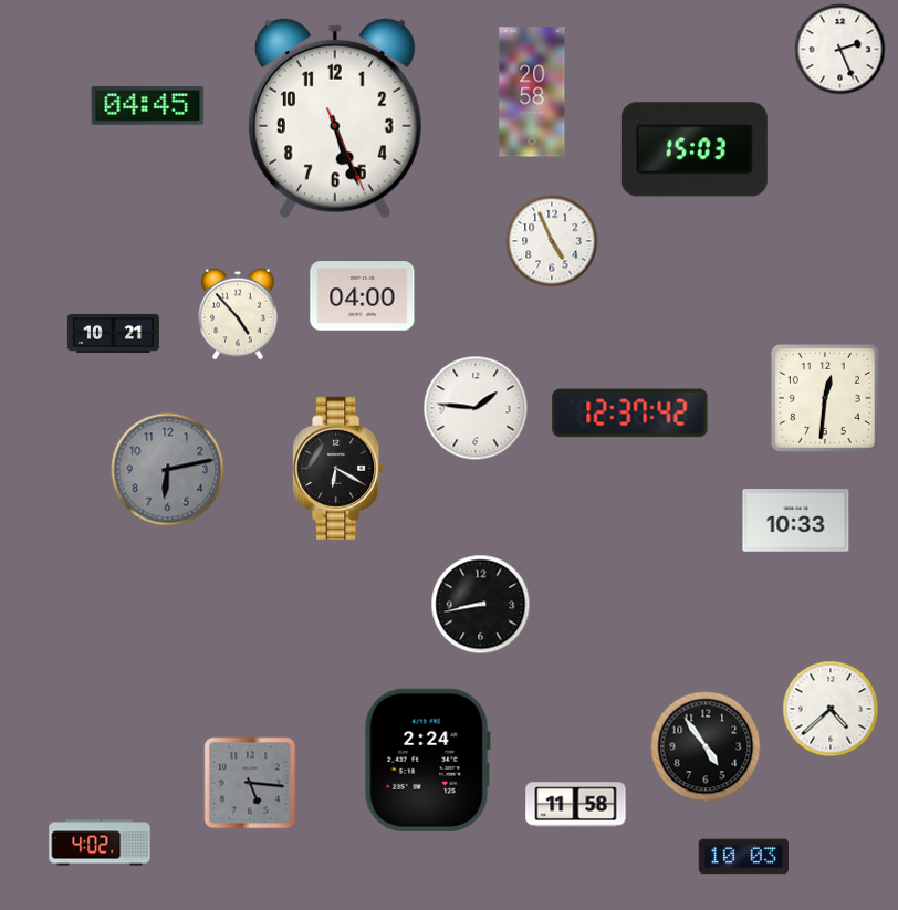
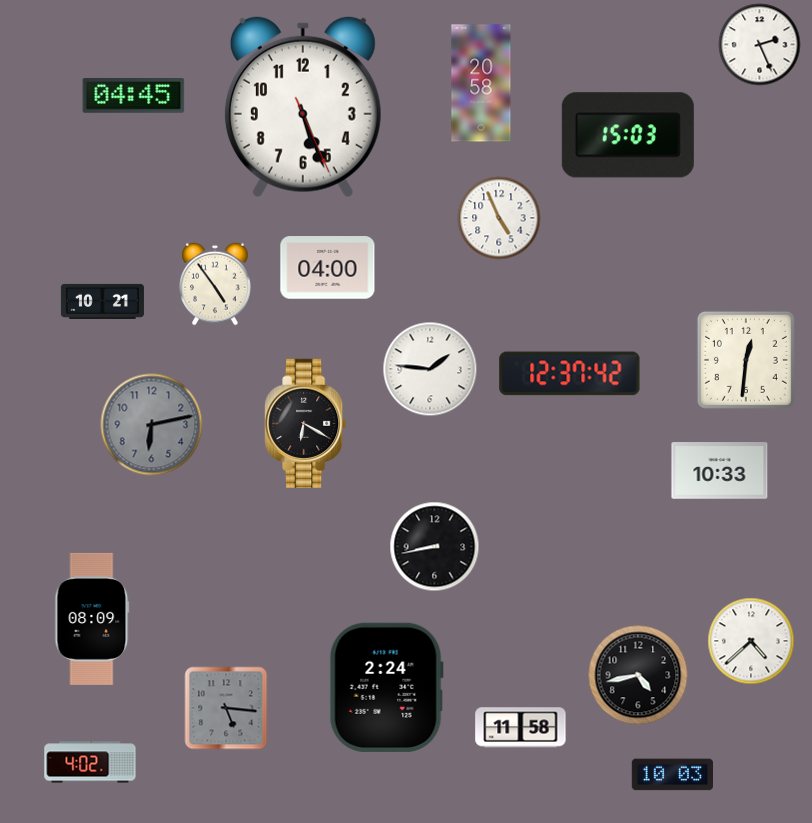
clock at (238, 314): 4:53 -> 4:54
clock at (92, 619): none -> 08:09
clock at (706, 746): 4:54 -> 4:43
